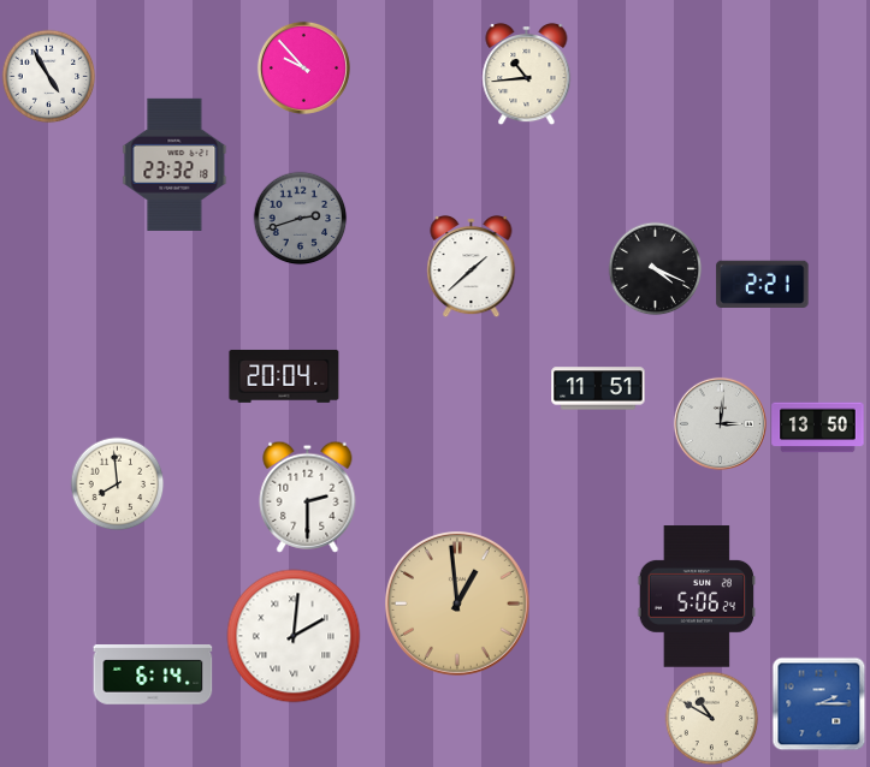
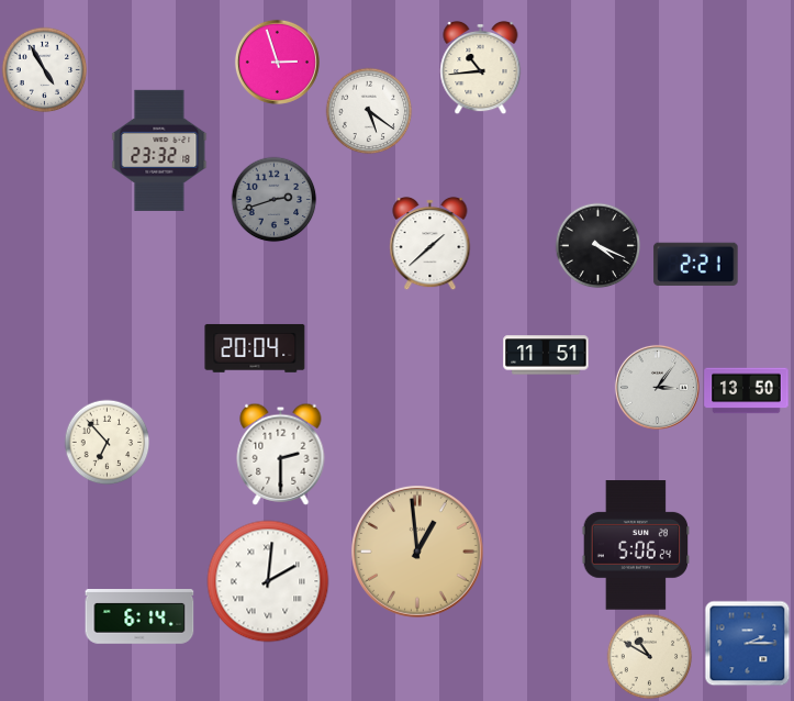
clock at (303, 67): 9:53 -> 2:57
clock at (369, 111): none -> 5:21
clock at (763, 284) position: (763, 284) -> (696, 264)
clock at (284, 376) position: (284, 376) -> (255, 348)
clock at (720, 423): 3:01 -> 3:06
clock at (117, 483): 7:59 -> 6:53
